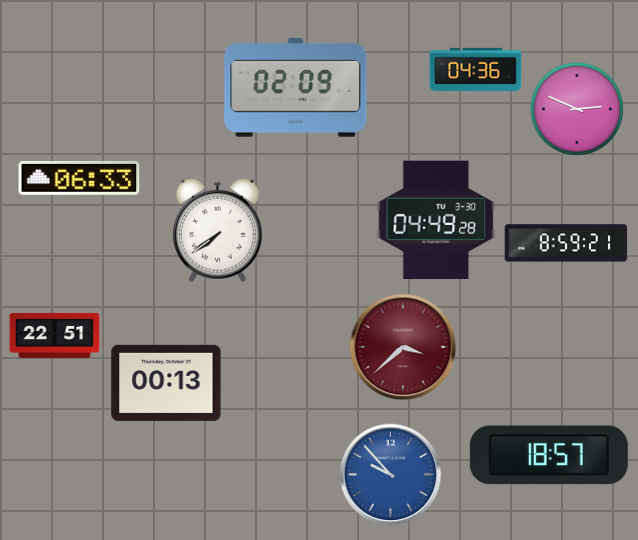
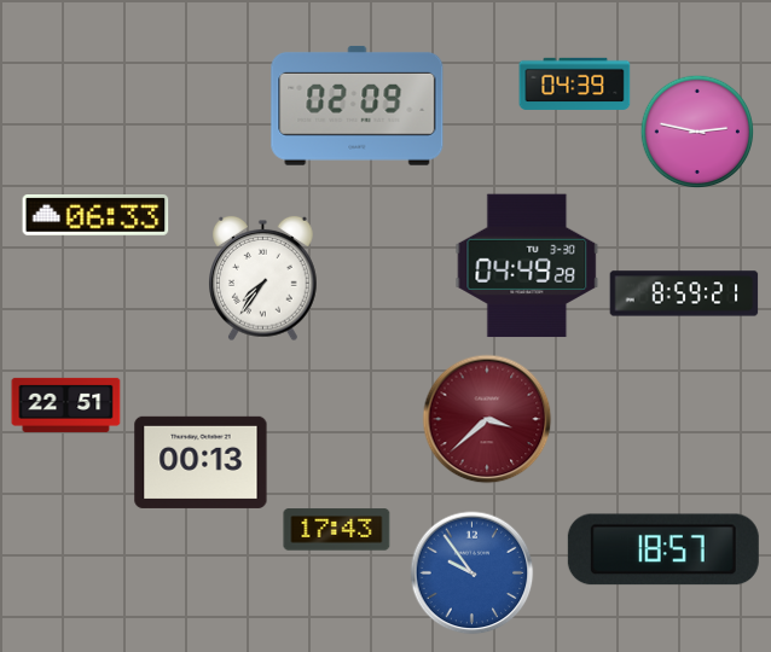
clock at (476, 69): 04:36 -> 04:39
clock at (577, 109): 2:49 -> 2:47
clock at (218, 231): 7:39 -> 7:36
clock at (337, 530): none -> 17:43
clock at (391, 475): 9:53 -> 9:54
